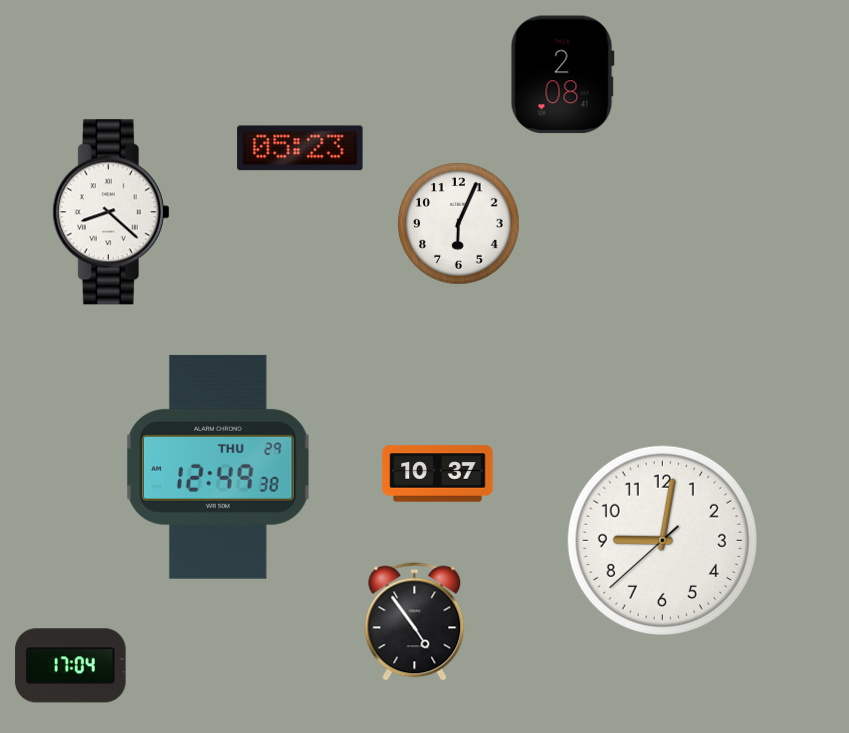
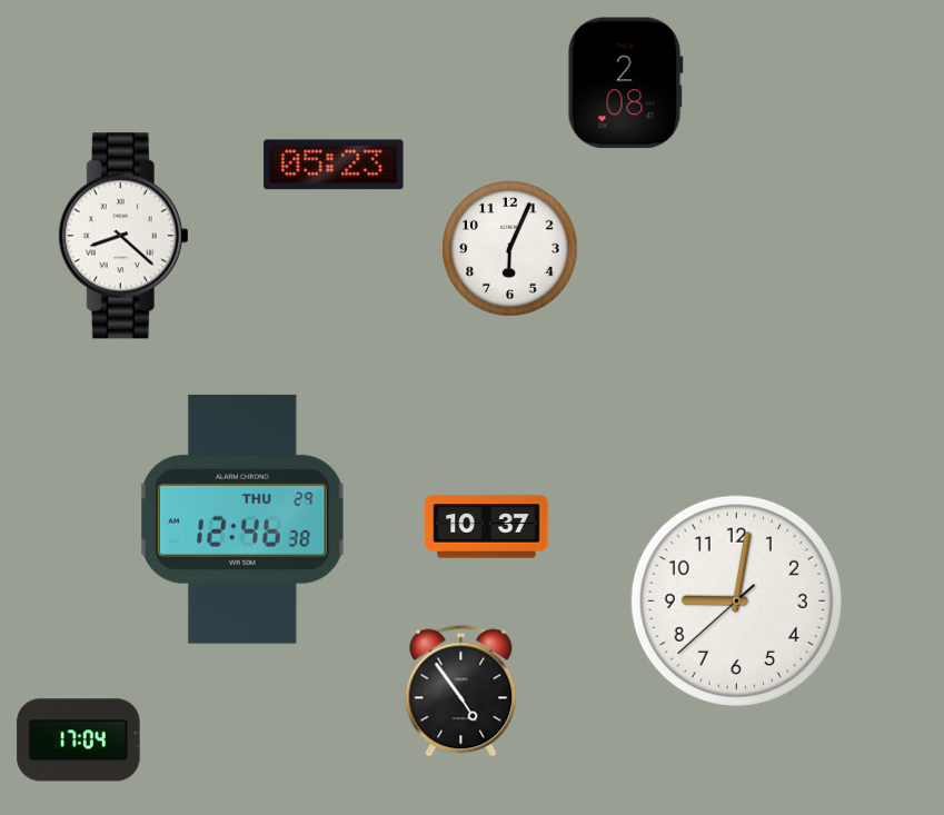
clock at (218, 467): 12:49 -> 12:46
